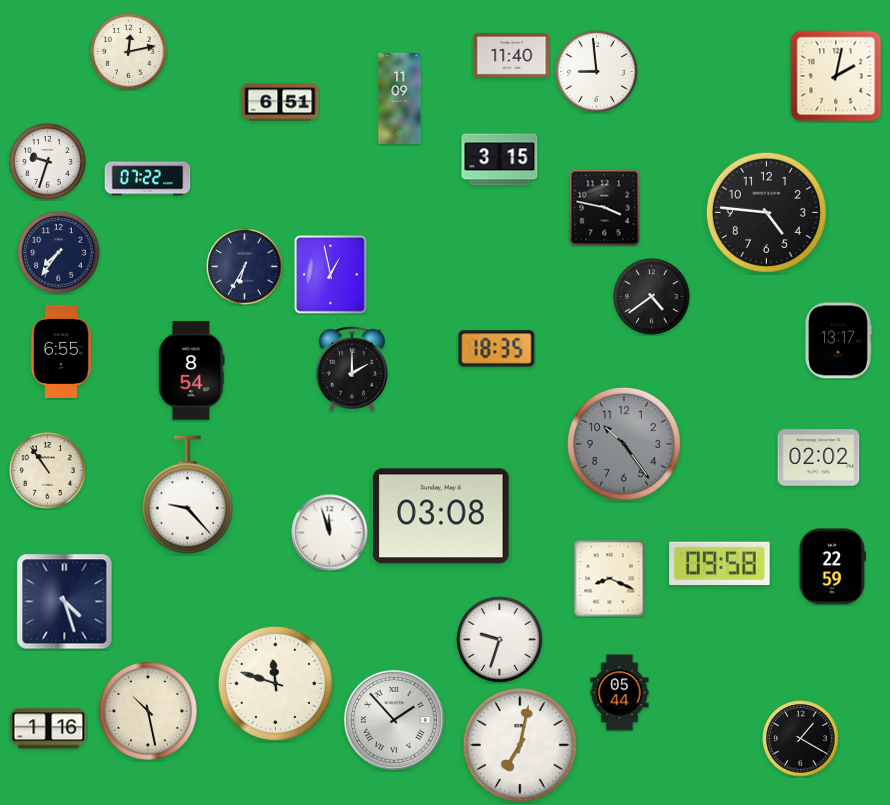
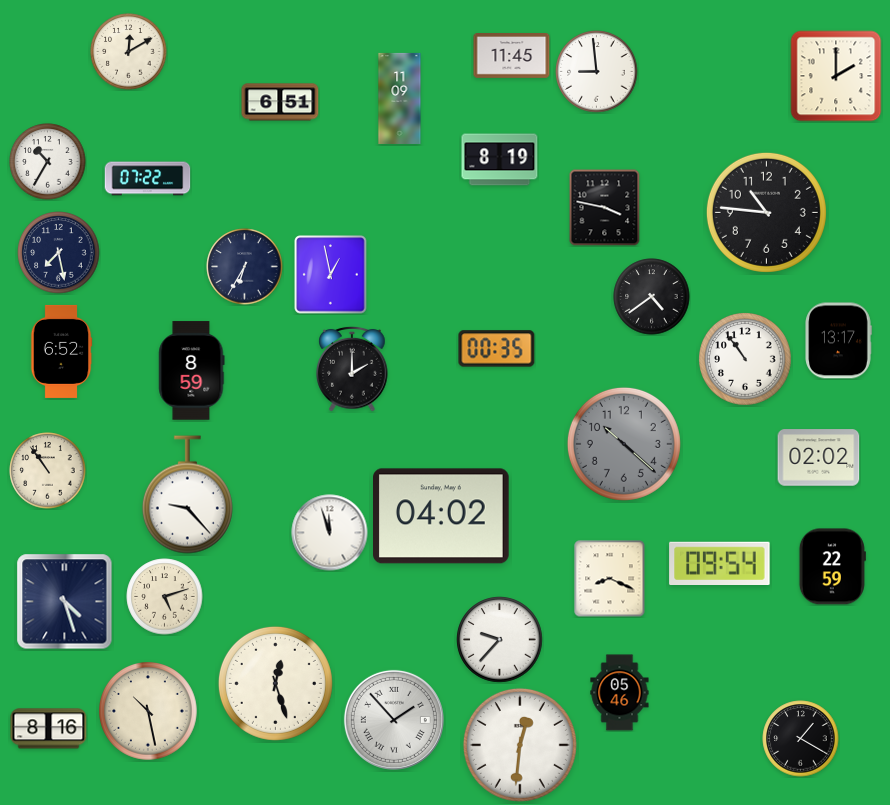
clock at (129, 52): 12:13 -> 12:10
clock at (512, 56): 11:40 -> 11:45
clock at (836, 76): 2:02 -> 2:00
clock at (500, 160): 3:15 -> 8:19
clock at (48, 162): 9:33 -> 10:35
clock at (766, 212): 4:46 -> 10:46
clock at (59, 253): 7:36 -> 7:28
clock at (497, 349): 18:35 -> 00:35
clock at (61, 351): 6:55 -> 6:52
clock at (745, 359): none -> 10:54
clock at (192, 371): 8:54 -> 8:59
clock at (624, 444): 10:24 -> 10:22
clock at (442, 516): 03:08 -> 04:02
clock at (720, 563): 09:58 -> 09:54
clock at (165, 597): none -> 5:12
clock at (500, 640): 9:33 -> 9:37
clock at (275, 683): 11:48 -> 12:27
clock at (620, 693): 05:44 -> 05:46
clock at (49, 729): 1:16 -> 8:16
clock at (520, 745): 7:02 -> 12:31
